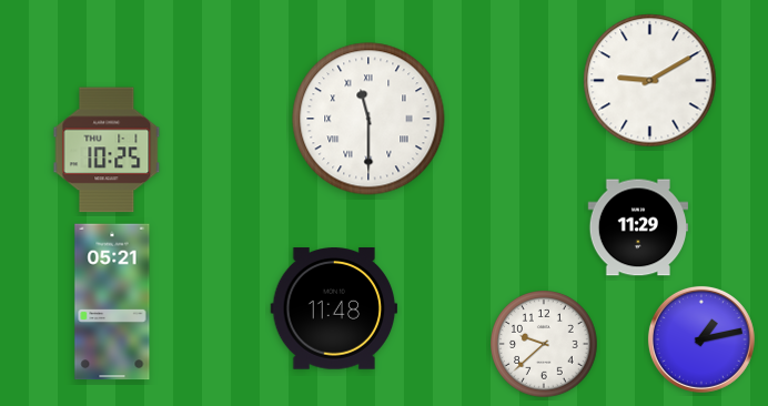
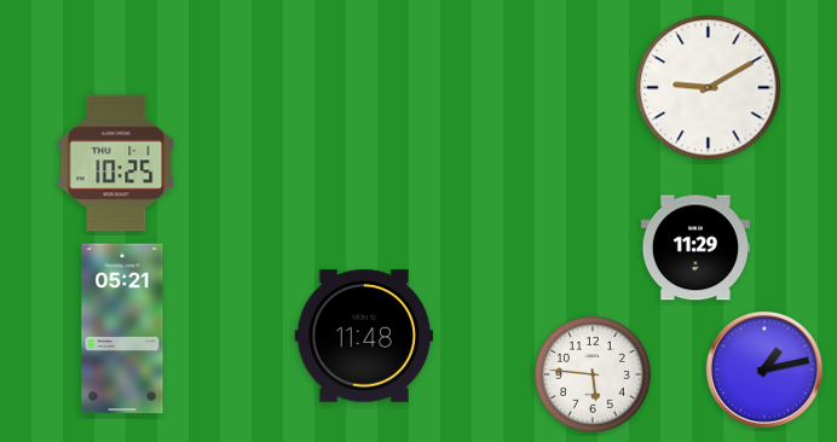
clock at (368, 119): 11:30 -> none
clock at (544, 344): 9:38 -> 5:46
